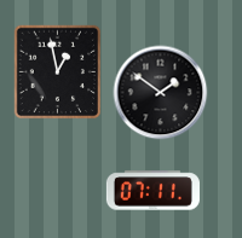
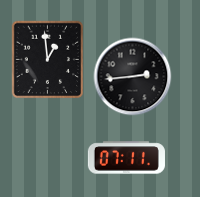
clock at (58, 71): 12:58 -> 12:59
clock at (160, 92): 1:51 -> 2:44
